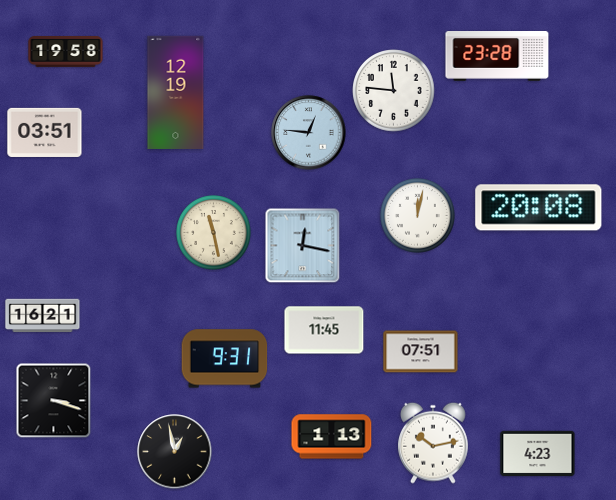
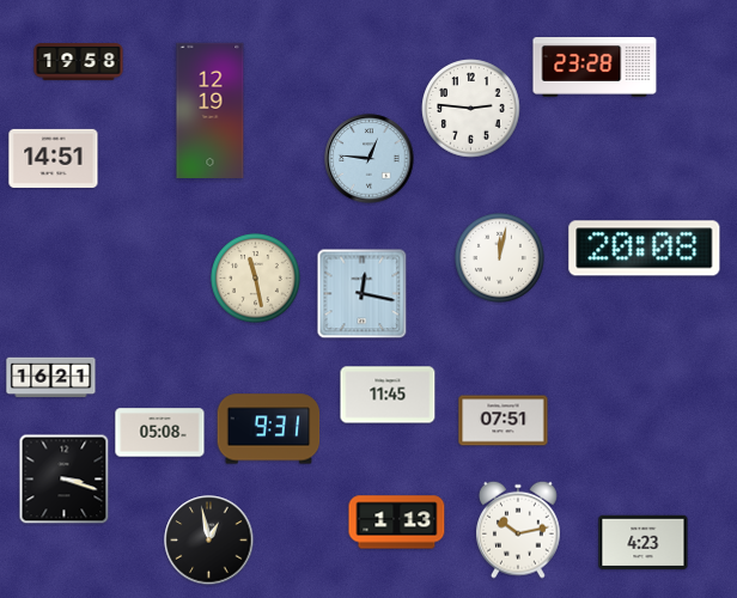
clock at (394, 91): 11:46 -> 2:46
clock at (45, 132): 03:51 -> 14:51
clock at (160, 433): none -> 05:08
